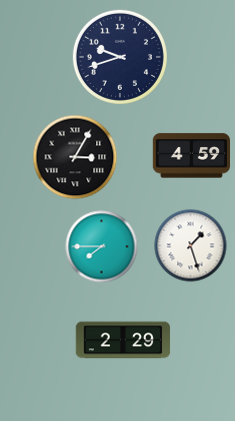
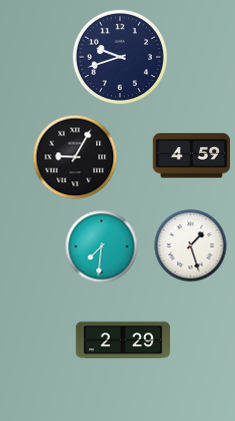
clock at (75, 157): 3:05 -> 9:05
clock at (102, 247): 7:45 -> 7:31
